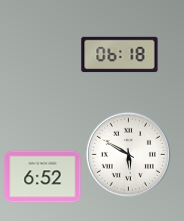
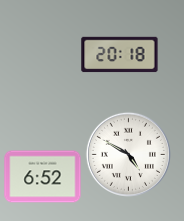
clock at (120, 55): 06:18 -> 20:18
clock at (128, 154): 5:50 -> 4:50
